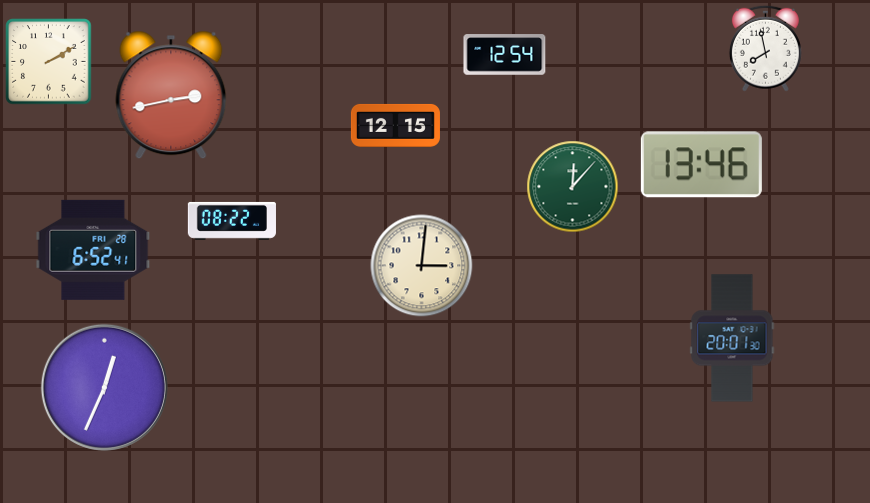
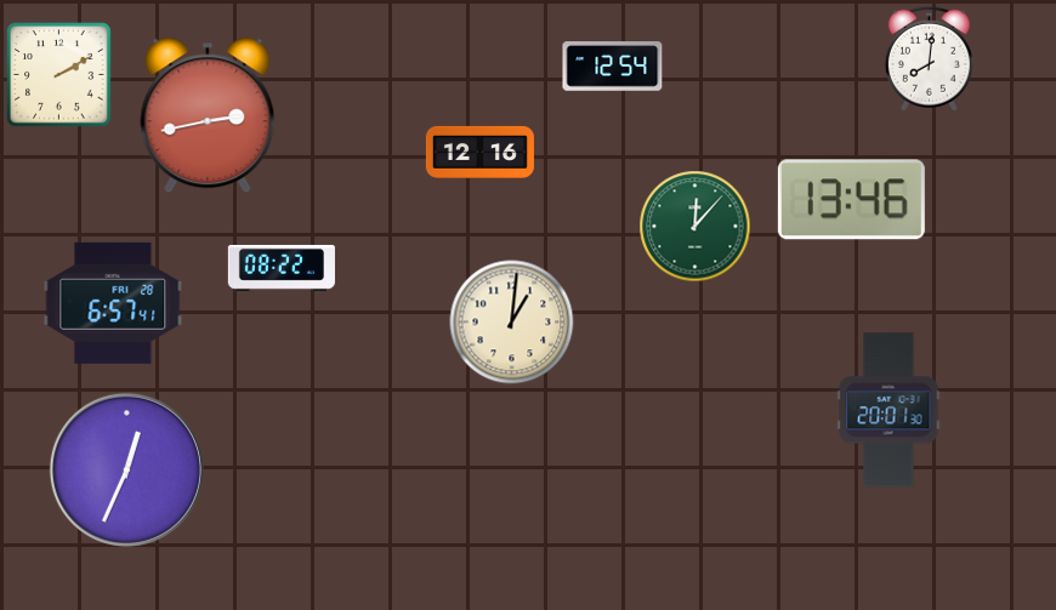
clock at (765, 48): 7:58 -> 8:01
clock at (395, 125): 12:15 -> 12:16
clock at (93, 250): 6:52 -> 6:57
clock at (422, 266): 3:01 -> 1:01
